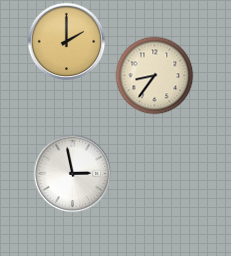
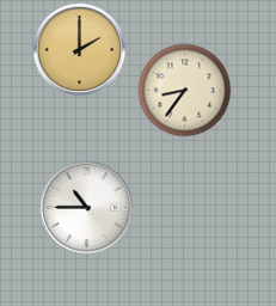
clock at (72, 173): 2:58 -> 10:45
